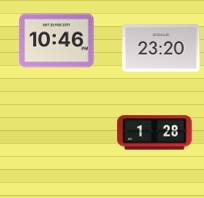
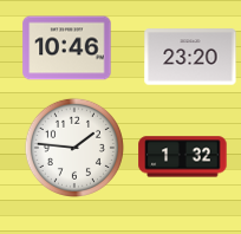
clock at (74, 148): none -> 1:46
clock at (155, 133): 1:28 -> 1:32
